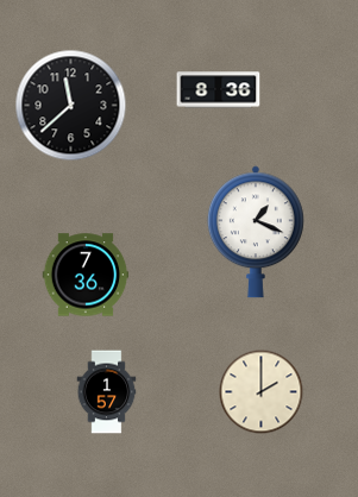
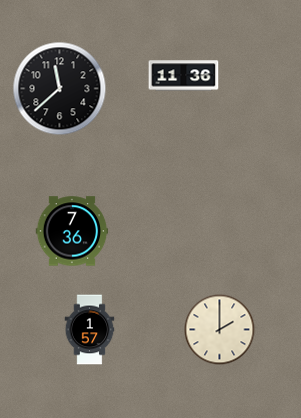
clock at (219, 90): 8:36 -> 11:36
clock at (256, 232): 1:19 -> none
